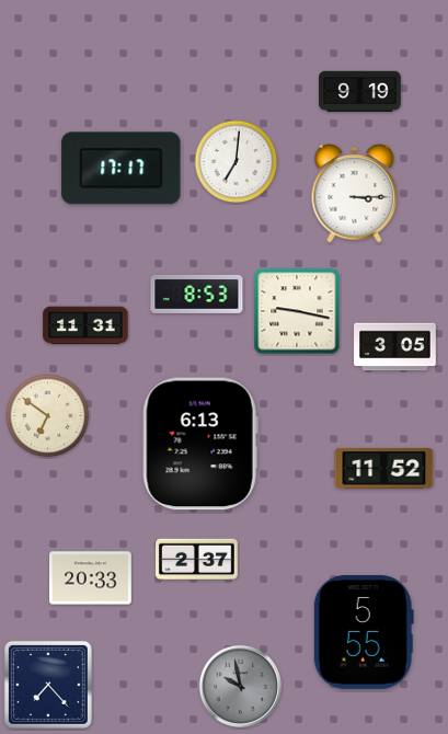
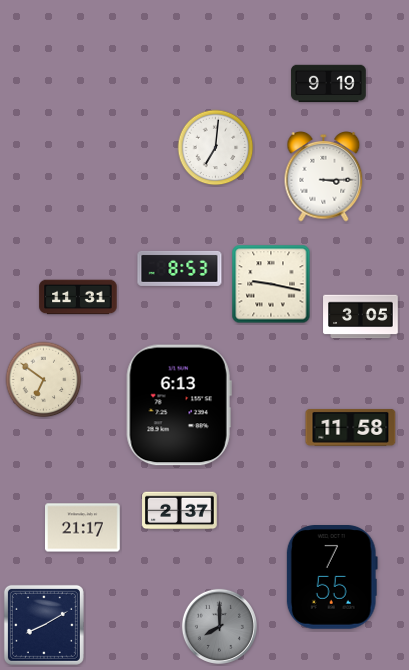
clock at (122, 169): 17:17 -> none
clock at (200, 444) position: (200, 444) -> (179, 405)
clock at (384, 468): 11:52 -> 11:58
clock at (91, 578): 20:33 -> 21:17
clock at (364, 633): 5:55 -> 7:55
clock at (48, 685): 7:23 -> 8:10
clock at (240, 686): 9:58 -> 8:00
